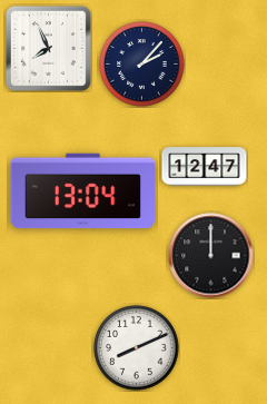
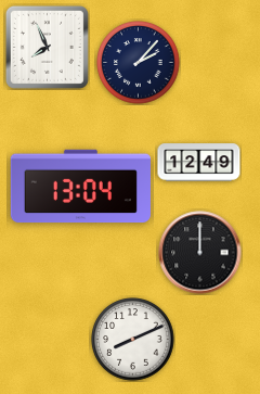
clock at (205, 167): 12:47 -> 12:49
clock at (211, 256) position: (211, 256) -> (200, 253)
